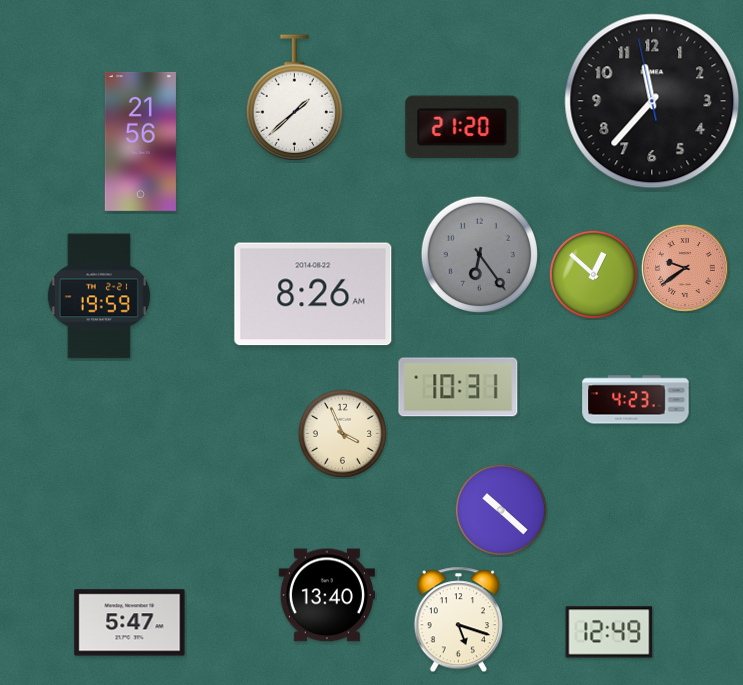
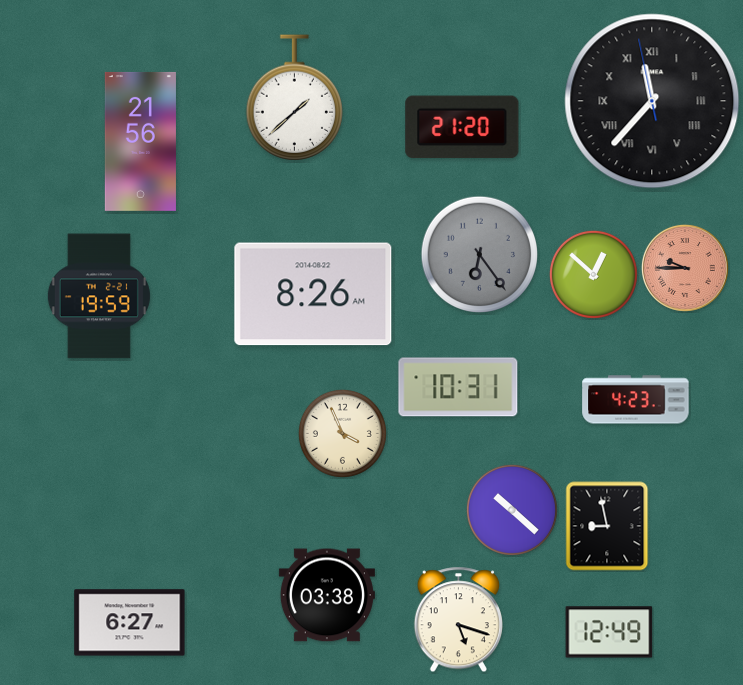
clock at (652, 101) numerals: Arabic -> Roman
clock at (685, 268): 9:39 -> 9:45
clock at (501, 510) position: (501, 510) -> (512, 510)
clock at (607, 526): none -> 8:58
clock at (327, 595): 13:40 -> 03:38
clock at (130, 623): 5:47 -> 6:27
